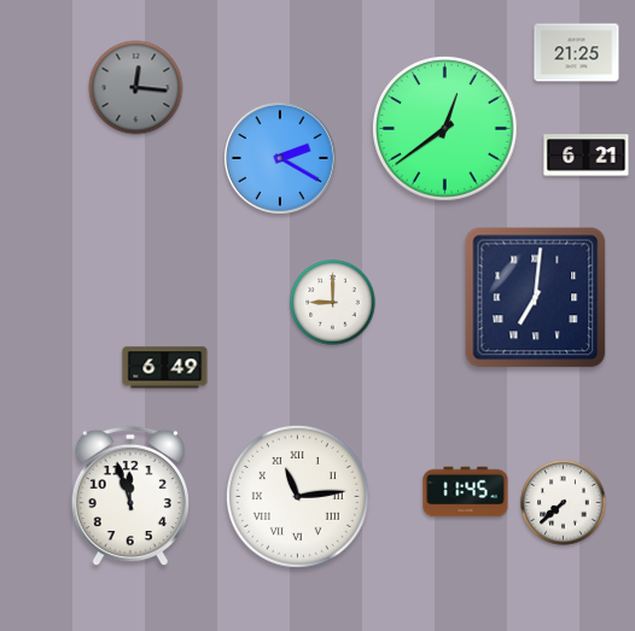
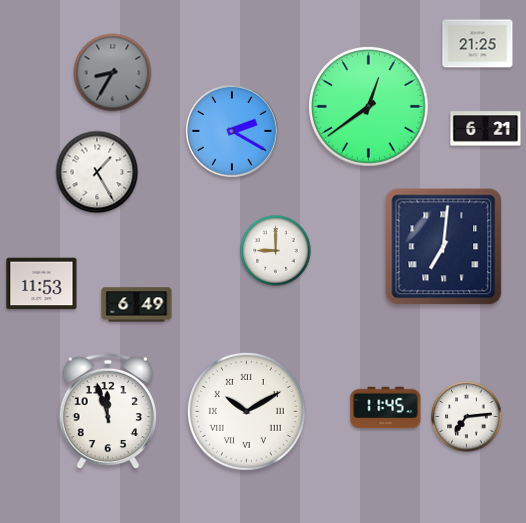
clock at (136, 88): 12:16 -> 8:35
clock at (97, 172): none -> 1:25
clock at (42, 284): none -> 11:53
clock at (297, 496): 11:14 -> 10:10
clock at (564, 503): 7:38 -> 7:14
